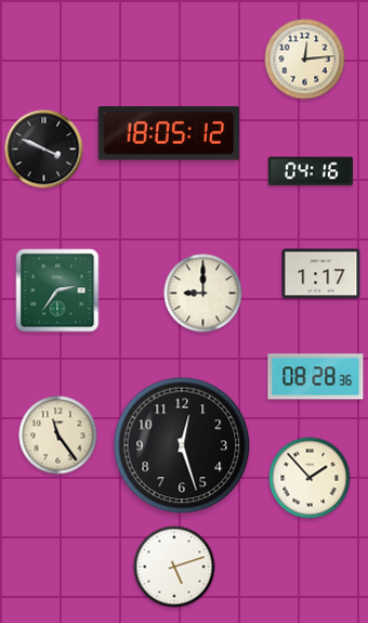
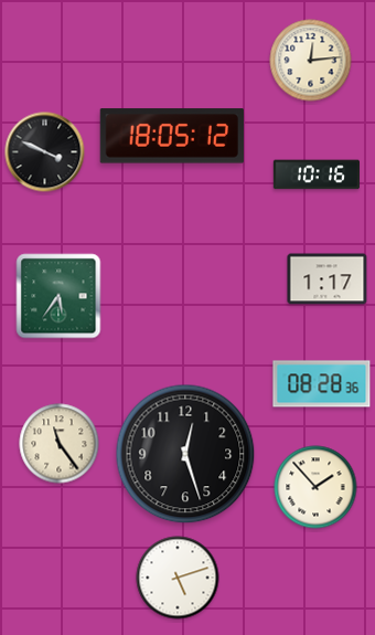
clock at (310, 171): 04:16 -> 10:16
clock at (57, 290): 2:36 -> 5:36
clock at (203, 294): 9:00 -> none
